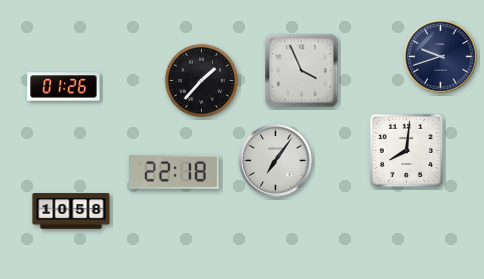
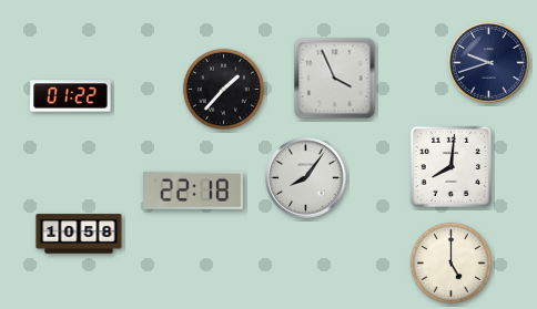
clock at (64, 87): 01:26 -> 01:22
clock at (276, 161): 7:06 -> 8:06
clock at (450, 262): none -> 5:00
